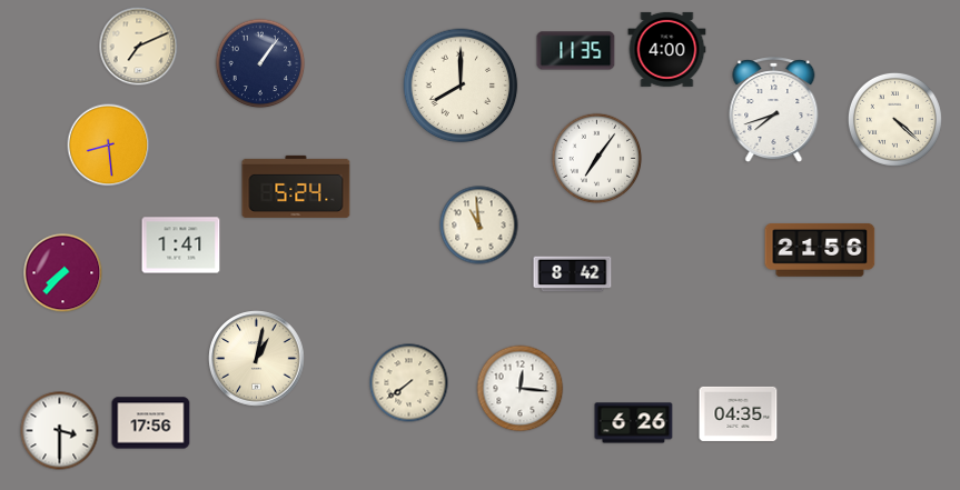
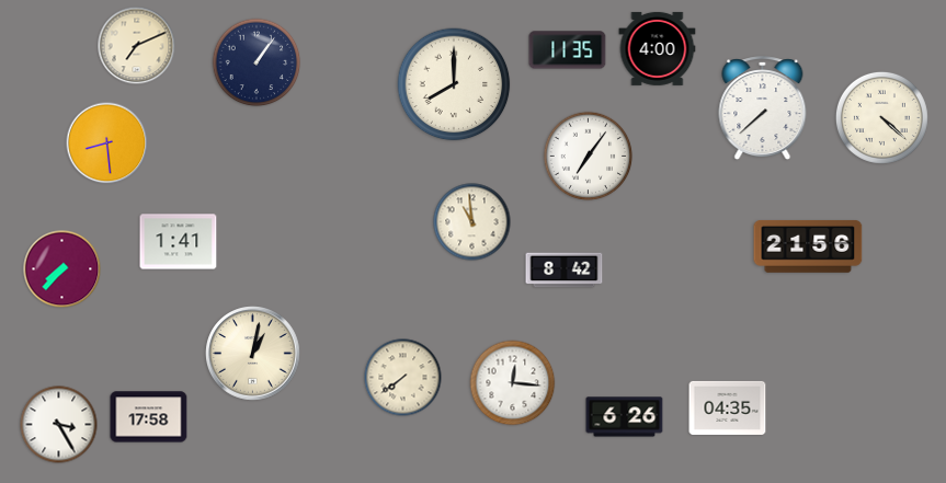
clock at (774, 110): 7:42 -> 7:38
clock at (296, 187): 5:24 -> none
clock at (151, 423): 17:56 -> 17:58
clock at (60, 431): 3:30 -> 3:25
